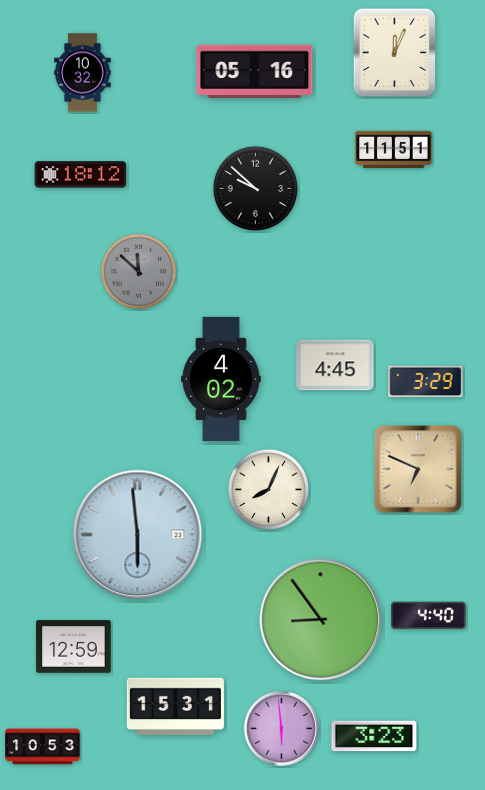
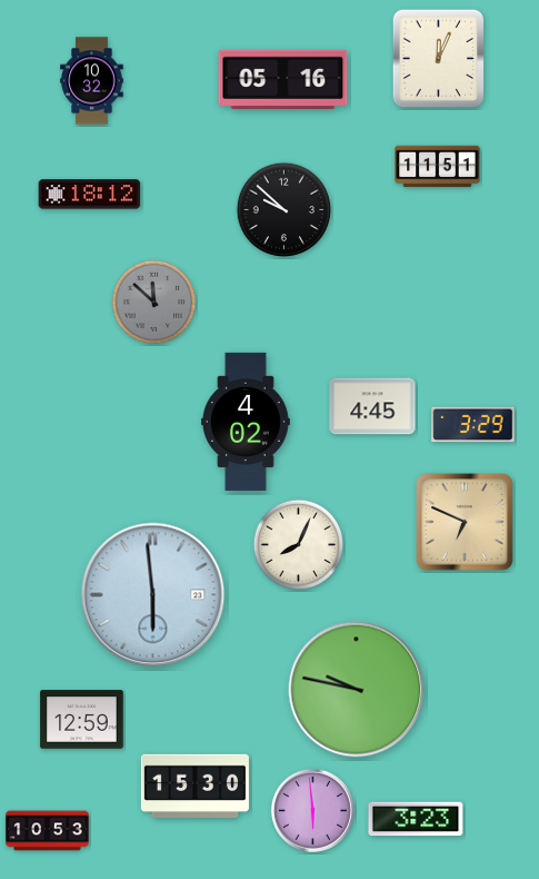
clock at (429, 616): 4:40 -> none
clock at (321, 620): 8:54 -> 9:47
clock at (175, 706): 15:31 -> 15:30
